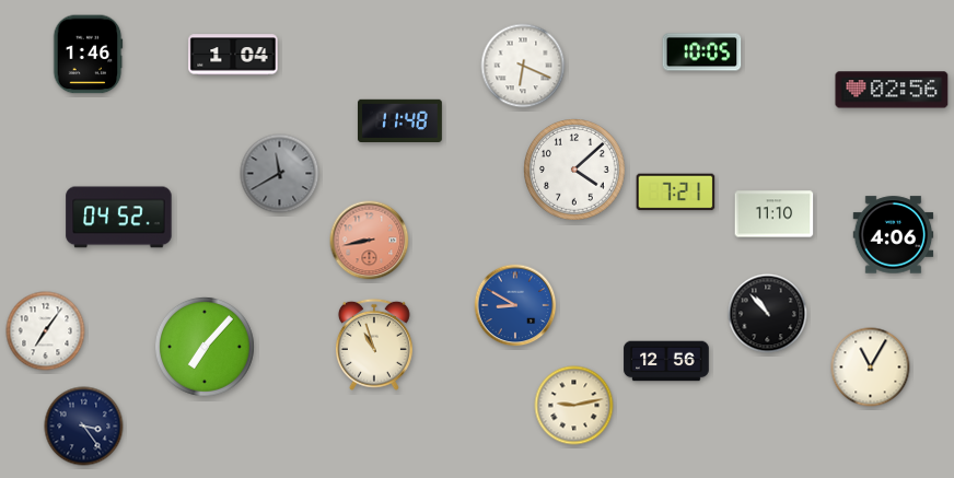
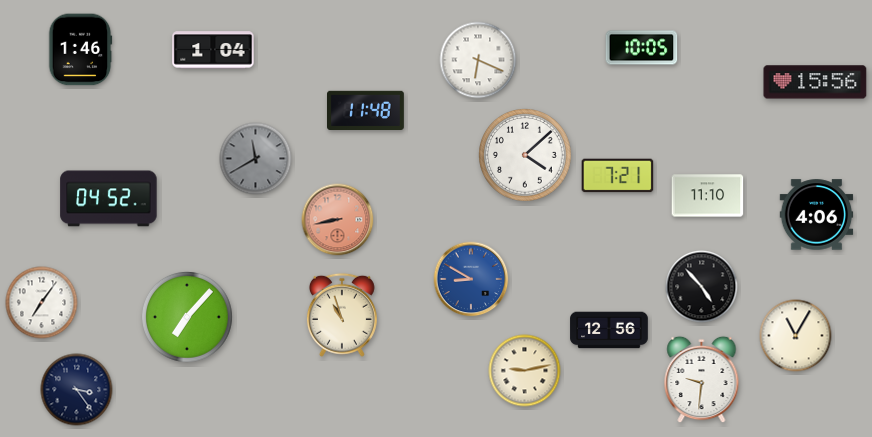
clock at (892, 90): 02:56 -> 15:56
clock at (768, 314): 10:53 -> 4:53
clock at (702, 380): none -> 9:31
